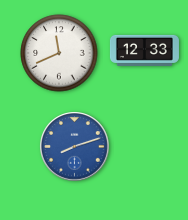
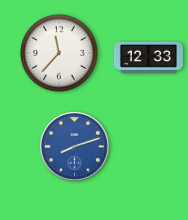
clock at (144, 50) position: (144, 50) -> (148, 57)
clock at (59, 53): 11:41 -> 11:37
